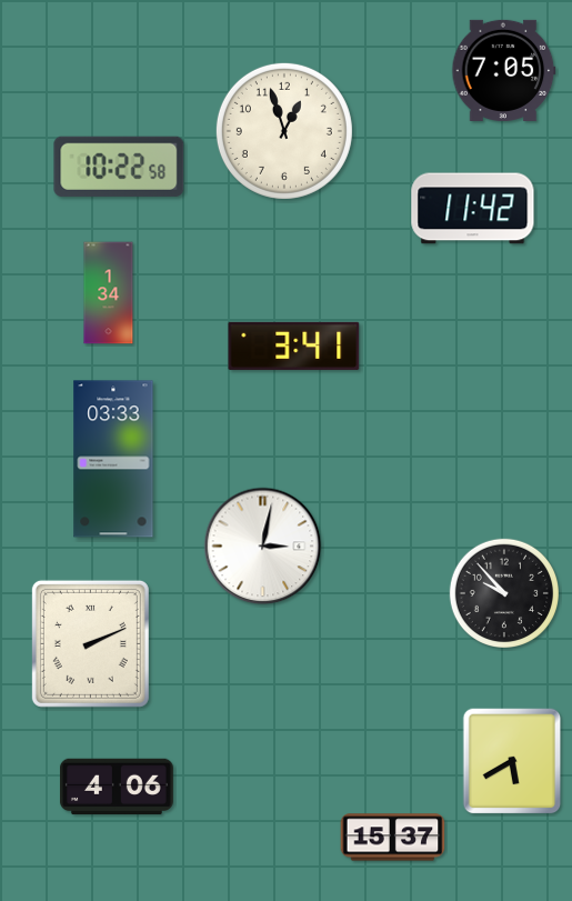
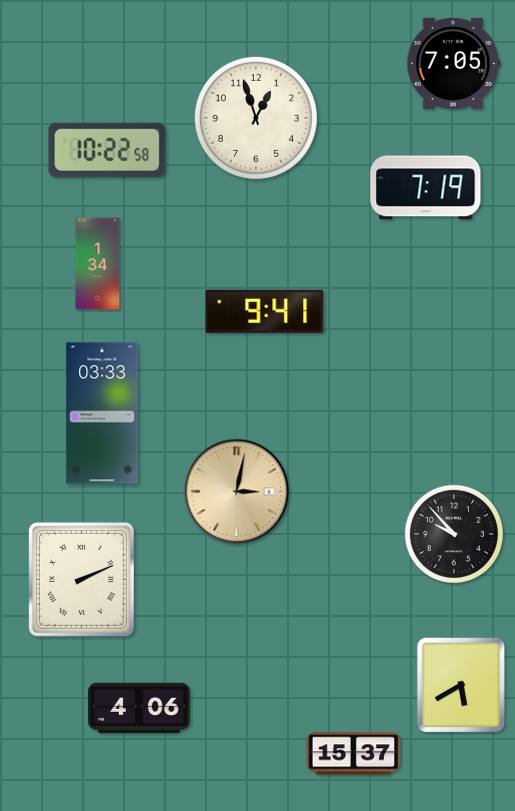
clock at (473, 209): 11:42 -> 7:19
clock at (294, 346): 3:41 -> 9:41
clock at (263, 547) dial: white -> champagne
clock at (117, 787) position: (117, 787) -> (139, 708)
